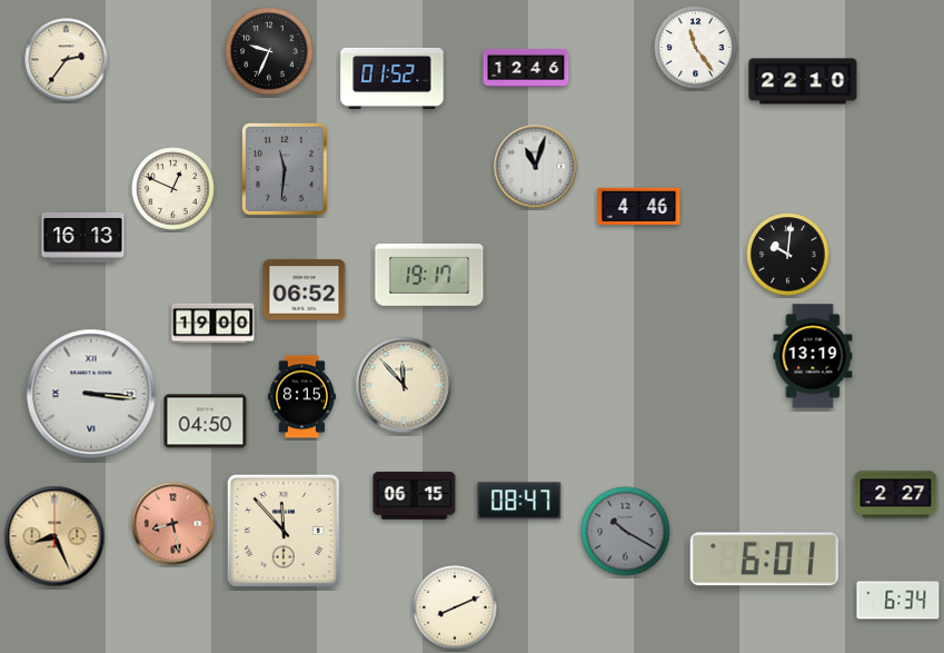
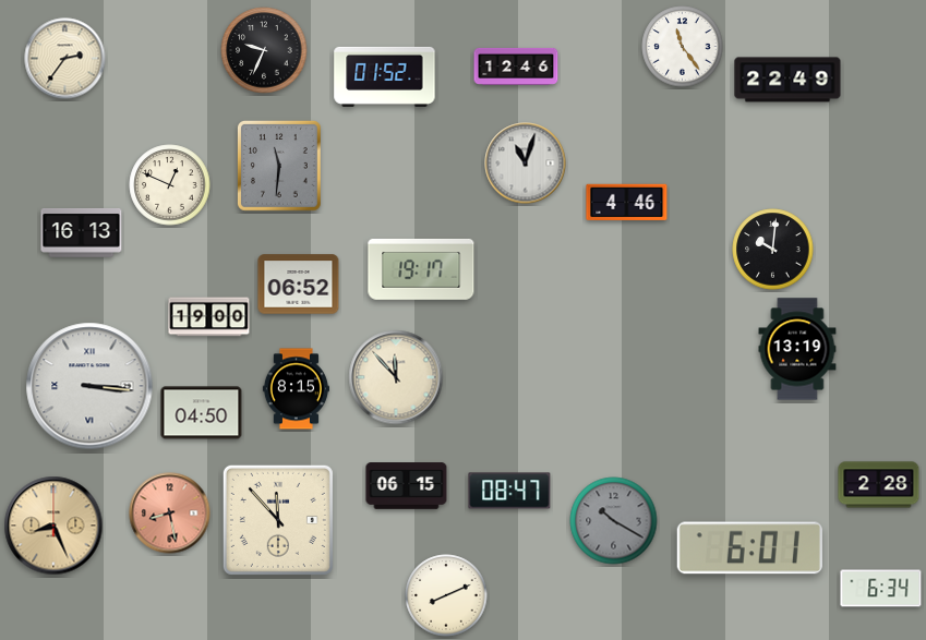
clock at (803, 81): 22:10 -> 22:49
clock at (896, 495): 2:27 -> 2:28
